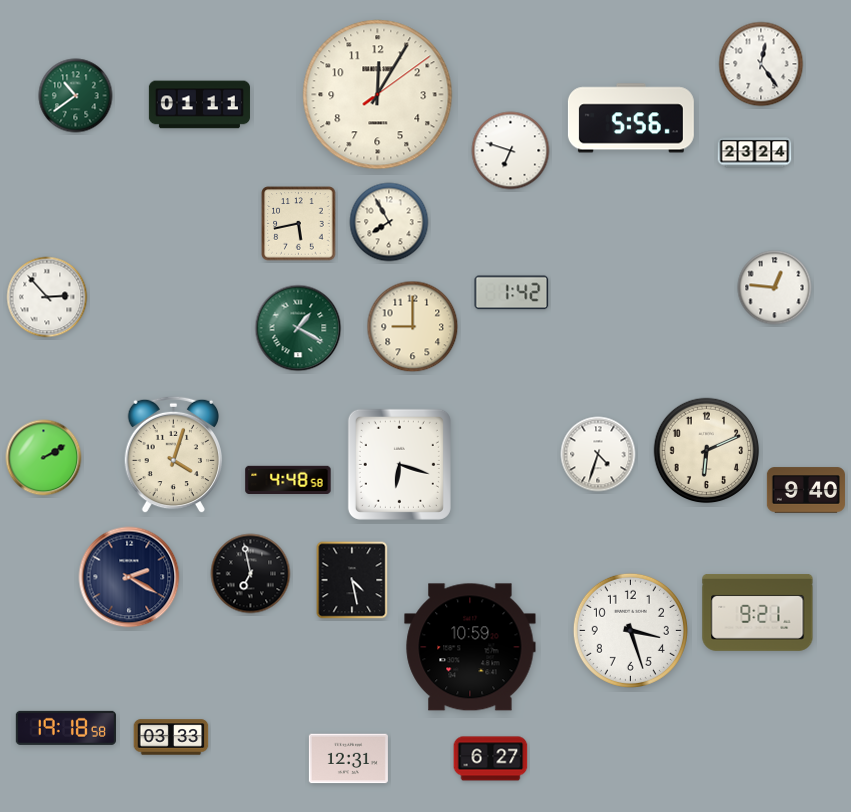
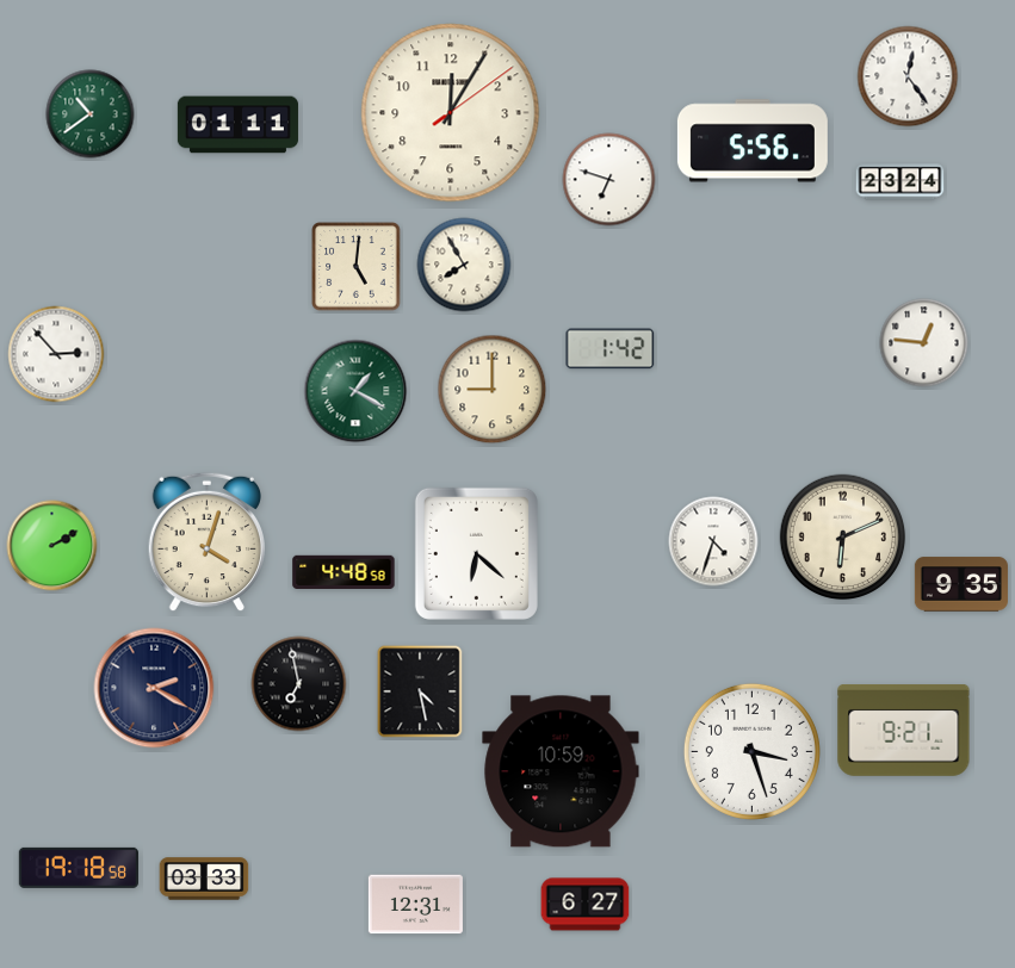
clock at (299, 224): 5:43 -> 5:01
clock at (399, 464): 6:18 -> 6:22
clock at (806, 490): 9:40 -> 9:35
